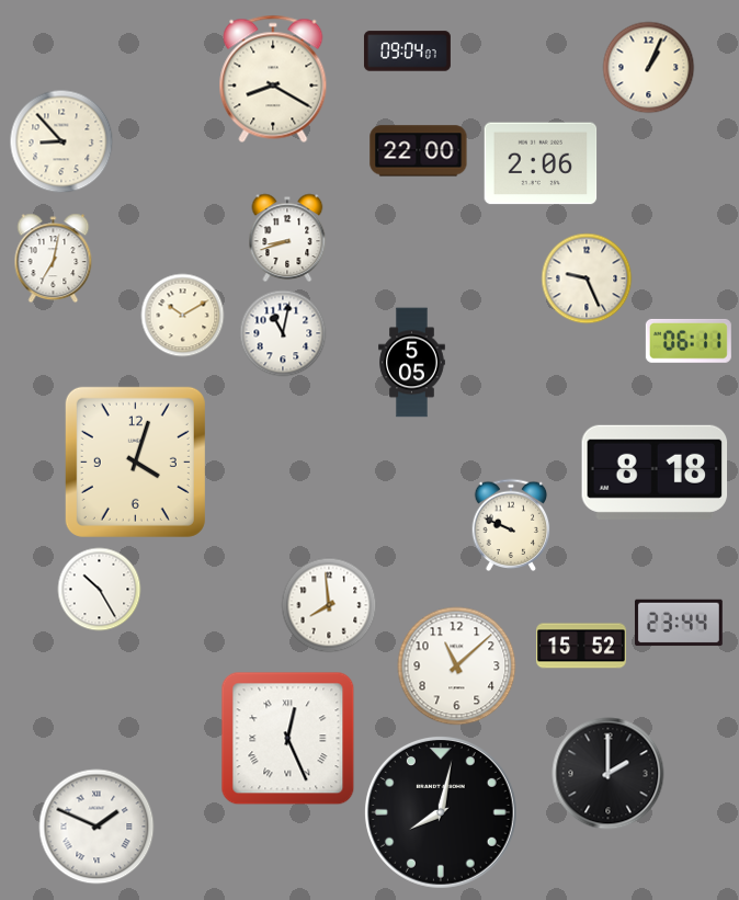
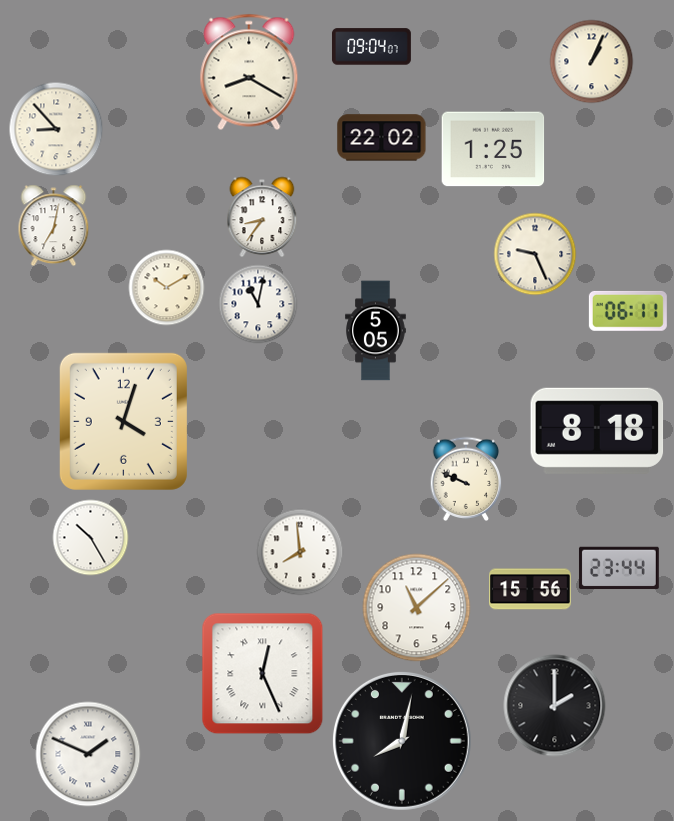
clock at (419, 151): 22:00 -> 22:02
clock at (541, 163): 2:06 -> 1:25
clock at (287, 238): 8:42 -> 8:36
clock at (54, 259) position: (54, 259) -> (54, 226)
clock at (581, 646): 15:52 -> 15:56
